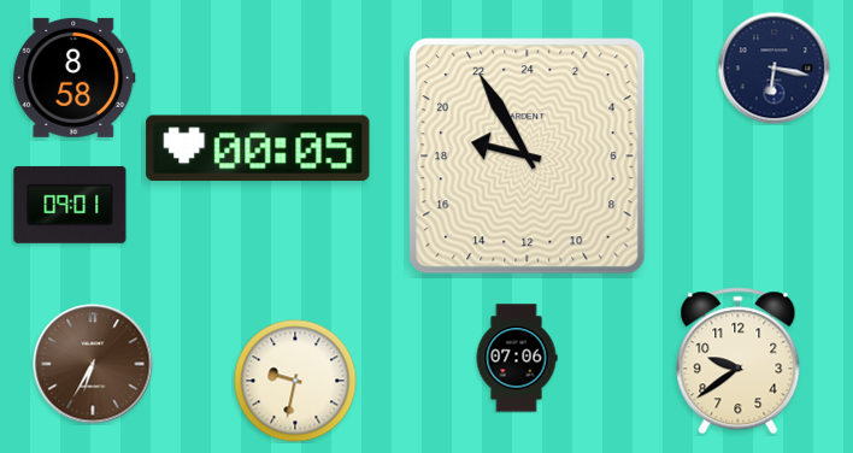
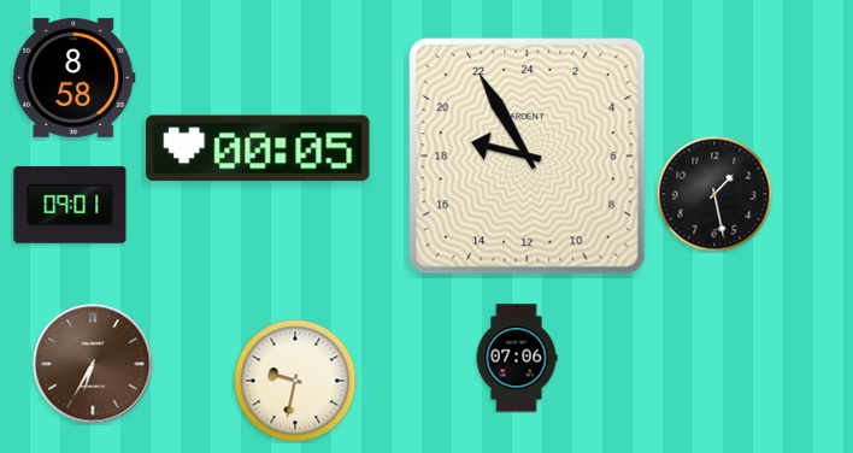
clock at (773, 67): 6:17 -> none
clock at (714, 194): none -> 1:28
clock at (739, 361): 9:39 -> none
